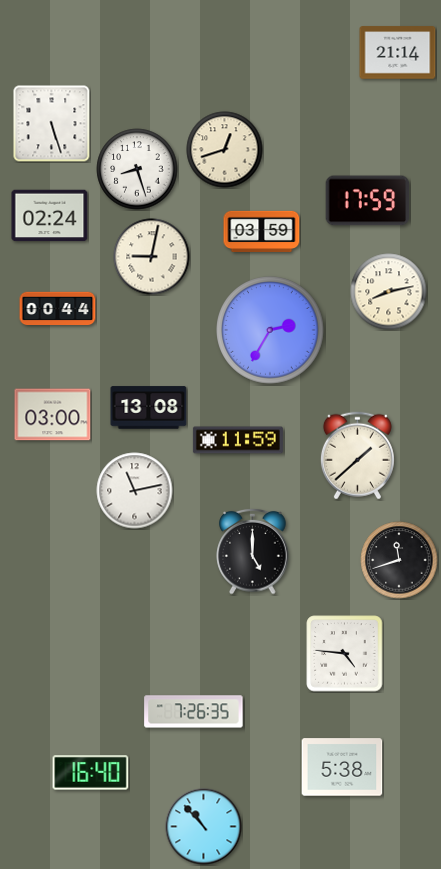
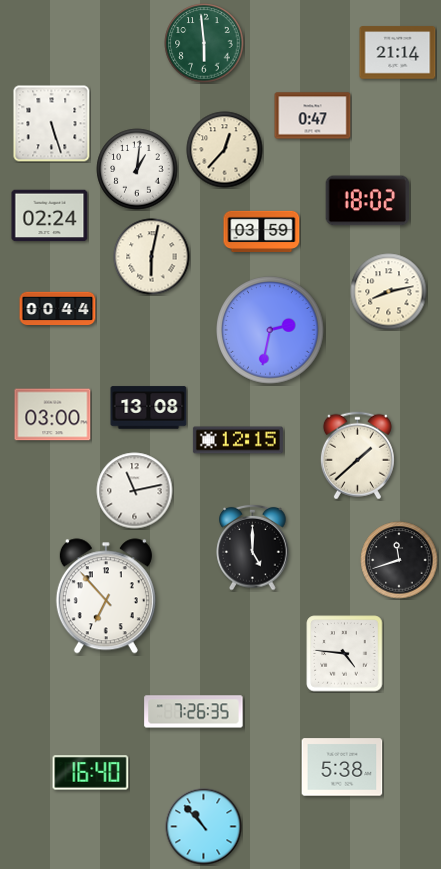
clock at (204, 43): none -> 5:59
clock at (313, 116): none -> 0:47
clock at (225, 150): 12:42 -> 12:37
clock at (137, 169): 8:27 -> 1:01
clock at (368, 201): 17:59 -> 18:02
clock at (152, 257): 9:02 -> 6:02
clock at (270, 330): 2:35 -> 2:32
clock at (238, 440): 11:59 -> 12:15
clock at (253, 551) position: (253, 551) -> (253, 547)
clock at (106, 596): none -> 6:53
